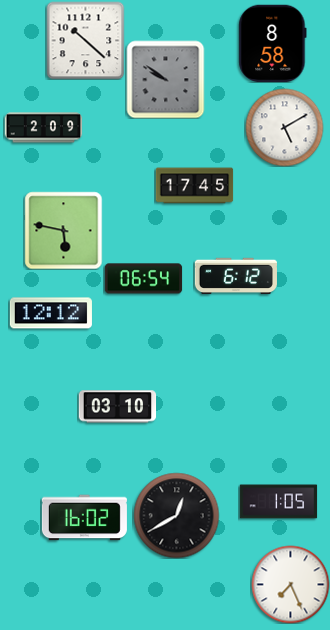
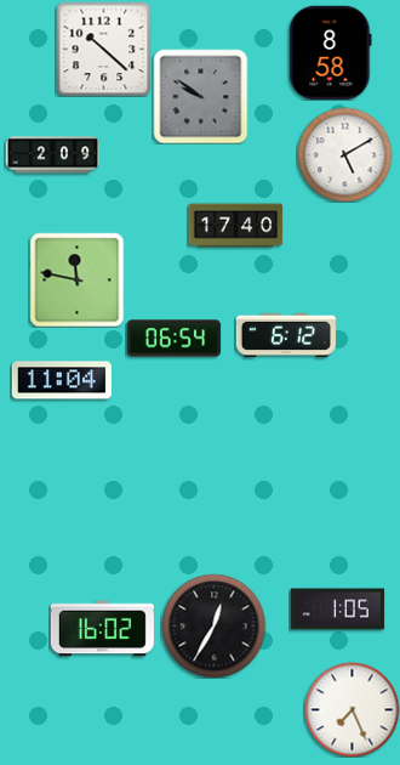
clock at (194, 186): 17:45 -> 17:40
clock at (63, 230): 5:47 -> 11:47
clock at (51, 313): 12:12 -> 11:04
clock at (117, 407): 03:10 -> none
clock at (176, 515): 12:40 -> 12:35
